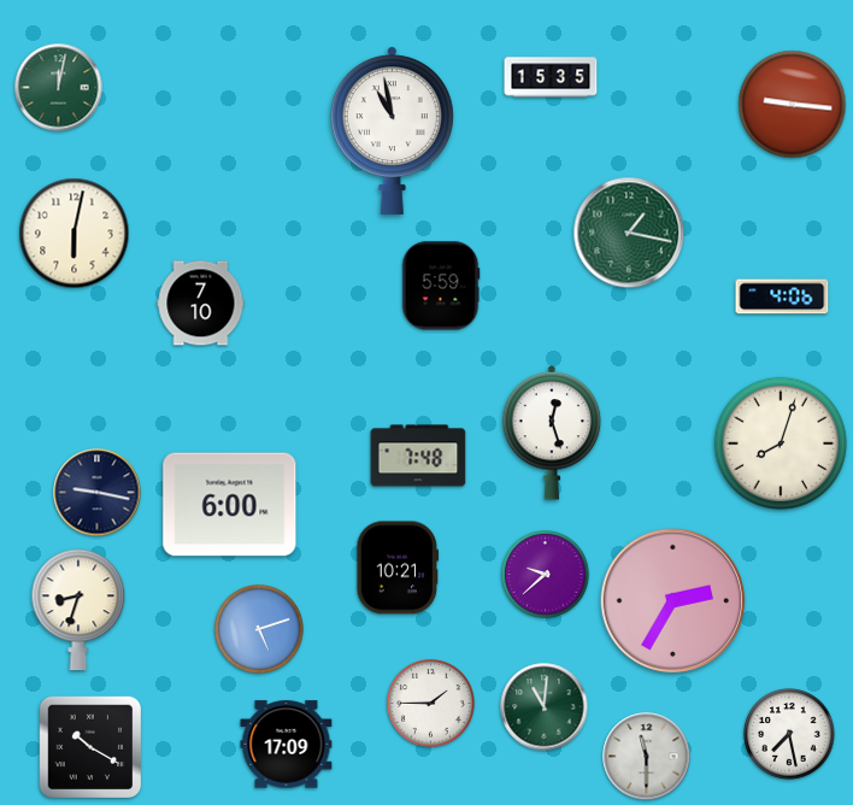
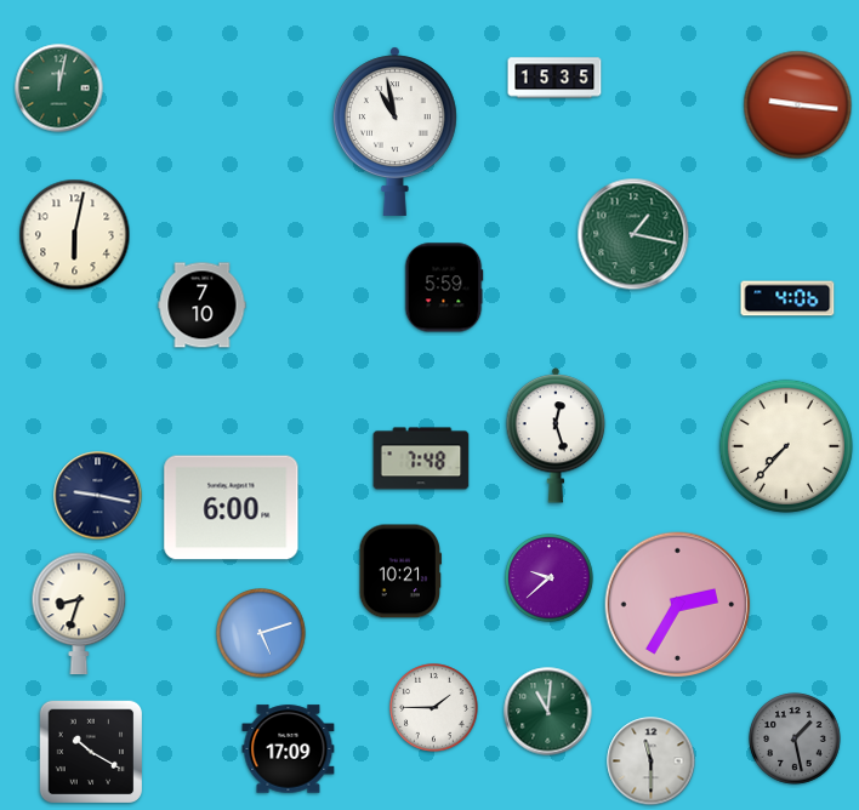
clock at (781, 443): 8:03 -> 7:37
clock at (789, 734): 7:28 -> 1:28
clock at (789, 734) dial: white -> grey
